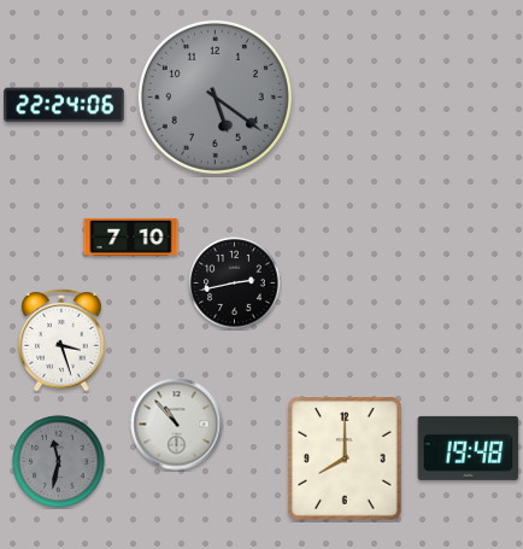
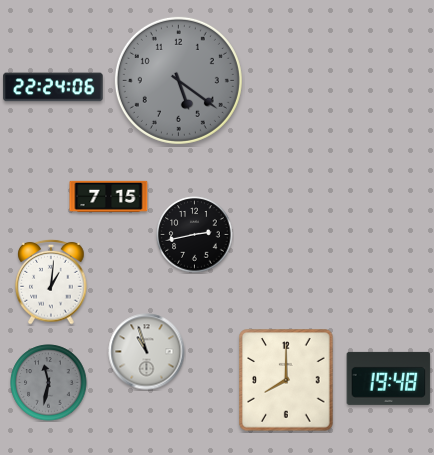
clock at (131, 236): 7:10 -> 7:15
clock at (61, 340): 3:27 -> 1:01
clock at (177, 425): 10:53 -> 10:57
clock at (469, 448) position: (469, 448) -> (389, 378)
